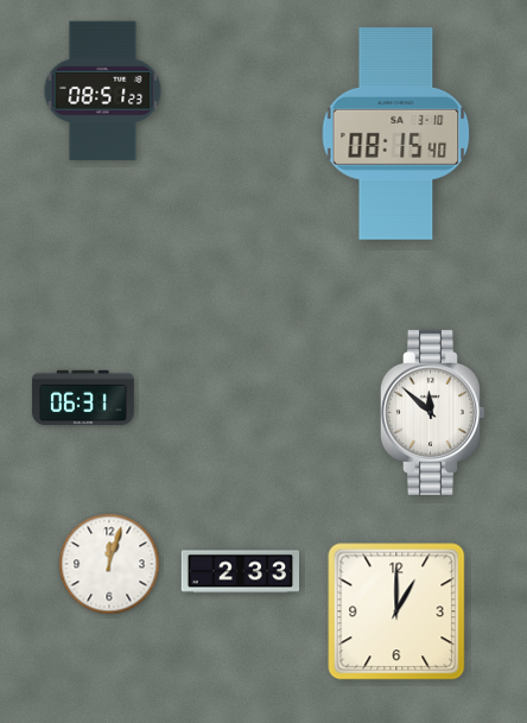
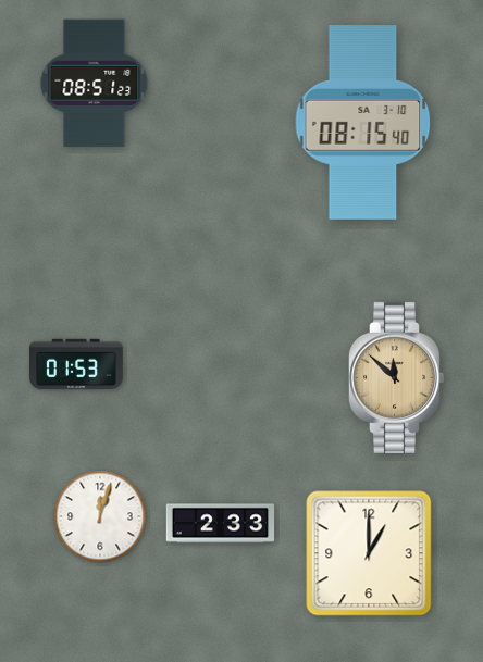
clock at (83, 398): 06:31 -> 01:53
clock at (432, 412) dial: white -> champagne
clock at (396, 611) position: (396, 611) -> (369, 553)
